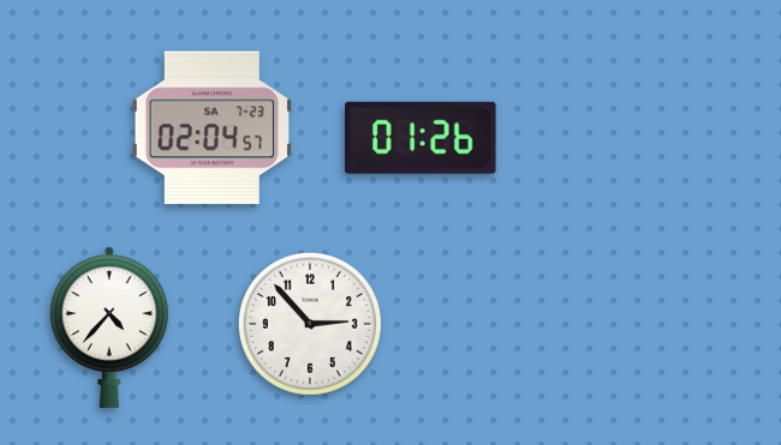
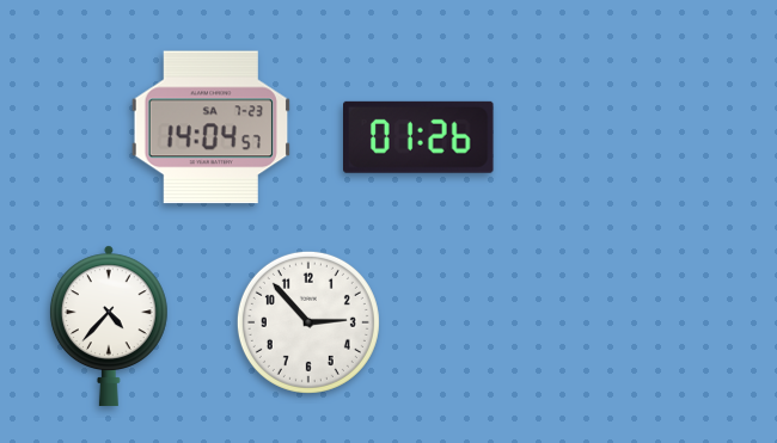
clock at (211, 128): 02:04 -> 14:04
